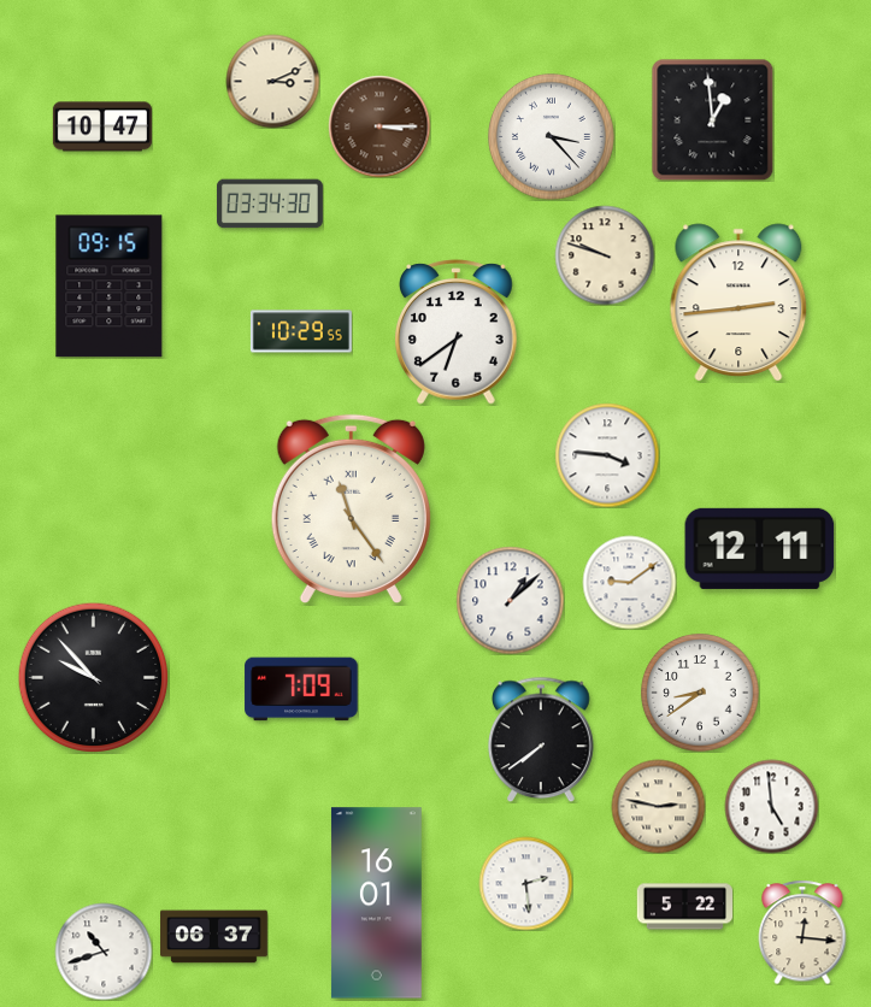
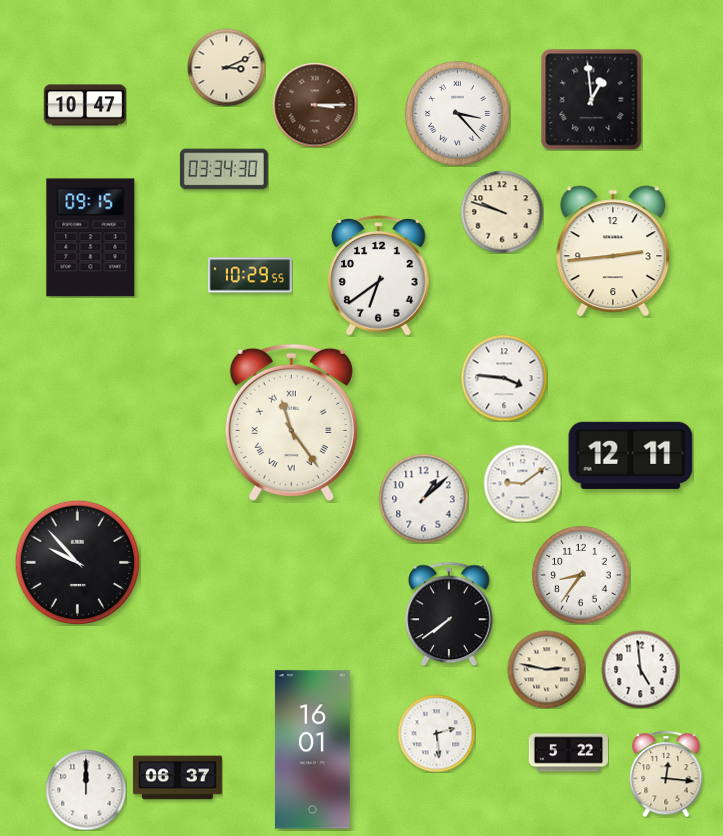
clock at (301, 689): 7:09 -> none
clock at (700, 693): 8:39 -> 8:36
clock at (104, 952): 10:42 -> 12:00
